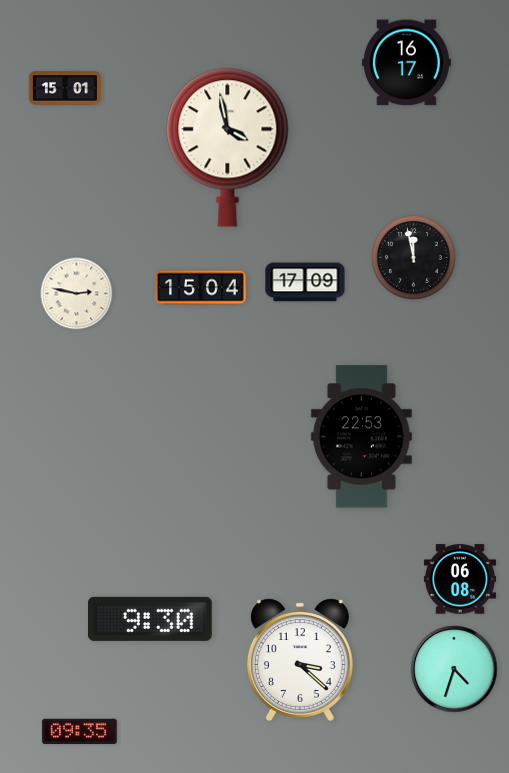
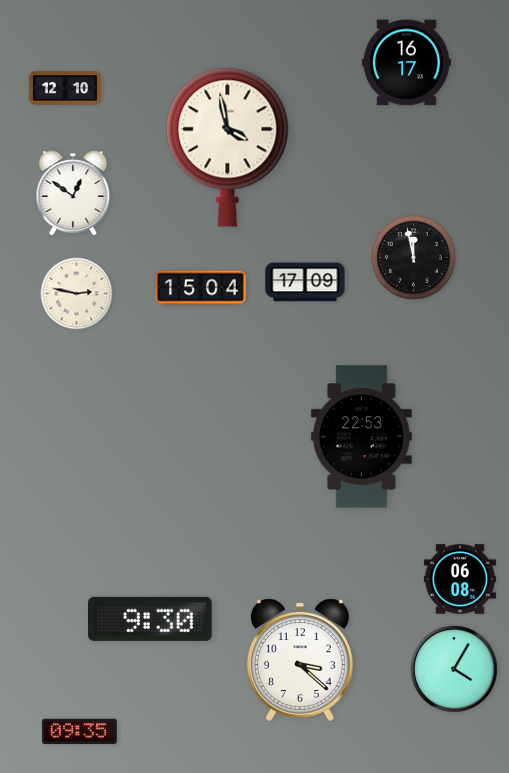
clock at (65, 88): 15:01 -> 12:10
clock at (73, 193): none -> 12:51
clock at (454, 669): 4:33 -> 4:05
